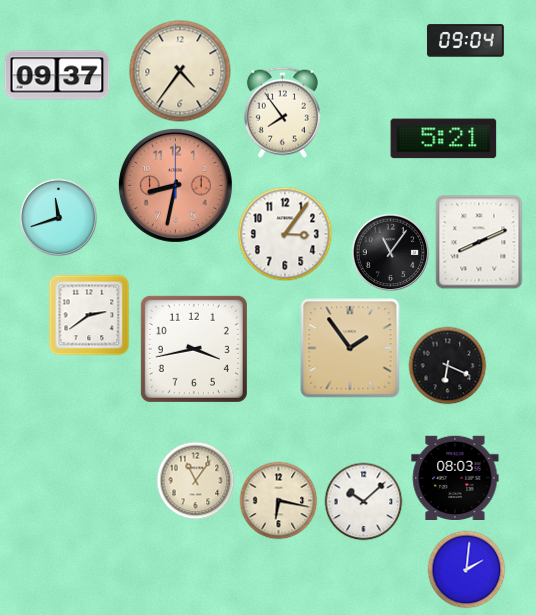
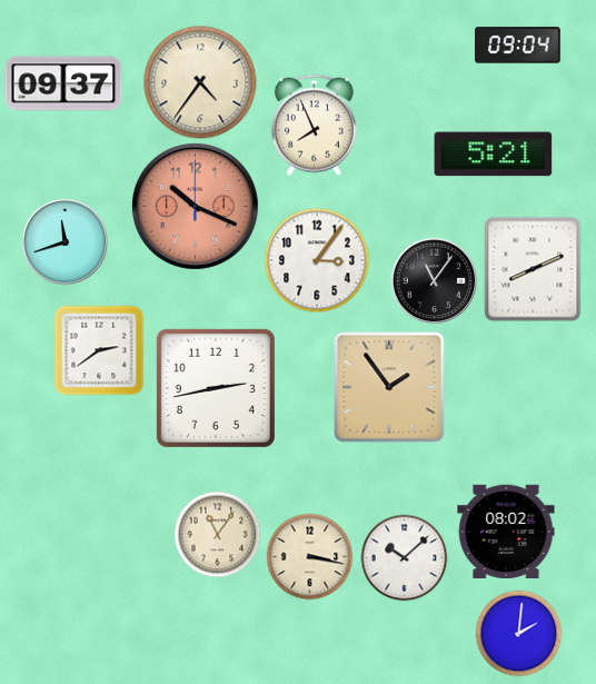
clock at (180, 71) position: (180, 71) -> (200, 82)
clock at (282, 112): 7:54 -> 7:56
clock at (175, 185): 8:32 -> 10:19
clock at (194, 349): 3:43 -> 2:43
clock at (447, 365): 6:19 -> none
clock at (455, 477): 08:03 -> 08:02
clock at (278, 500): 6:17 -> 3:17
